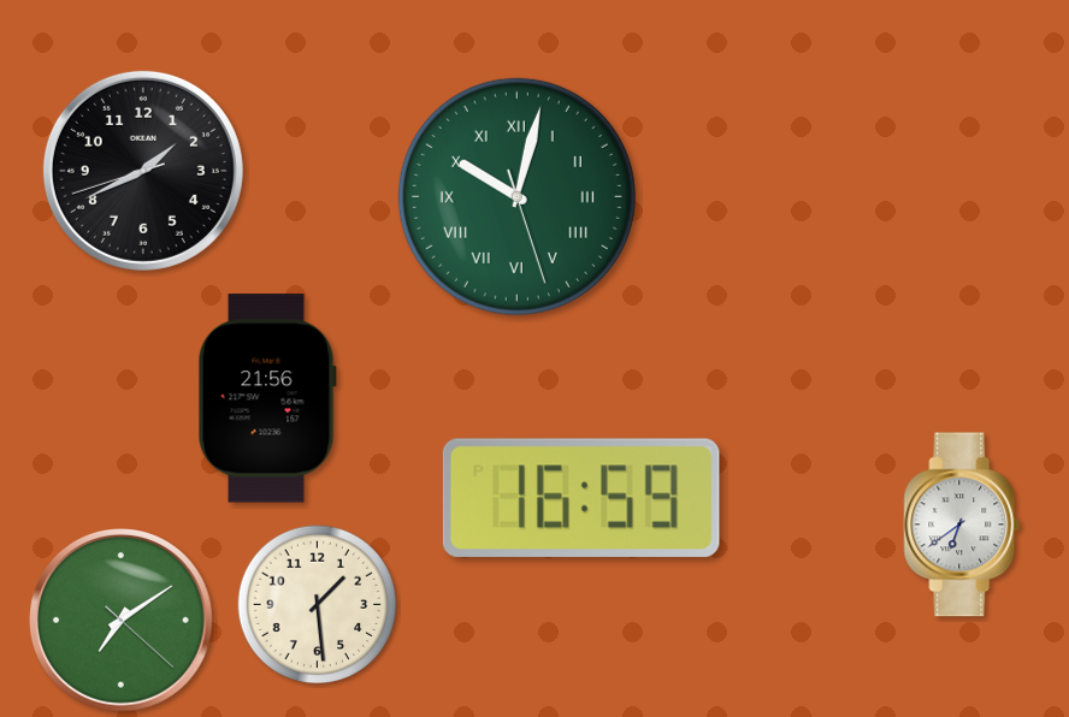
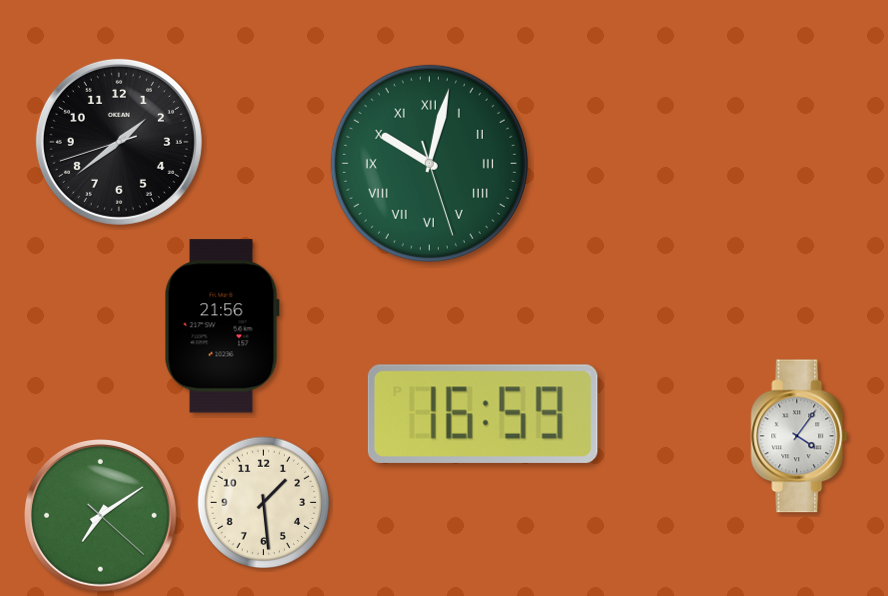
clock at (143, 171): 1:40 -> 1:38
clock at (267, 398) position: (267, 398) -> (222, 326)
clock at (962, 525): 6:39 -> 4:06
